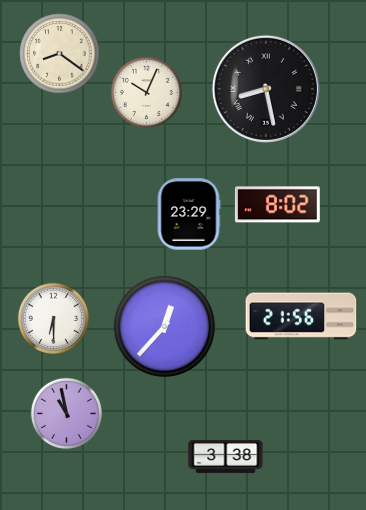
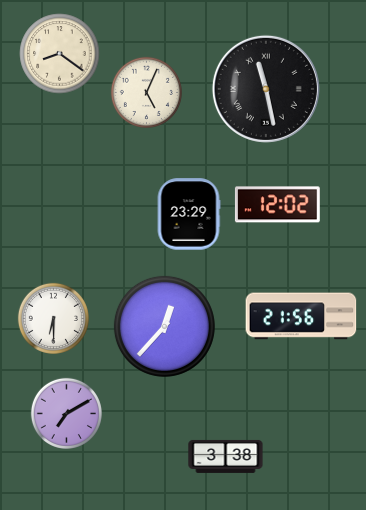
clock at (266, 89): 8:28 -> 11:28
clock at (146, 92): 10:04 -> 5:04
clock at (277, 205): 8:02 -> 12:02
clock at (66, 413): 10:58 -> 7:10
